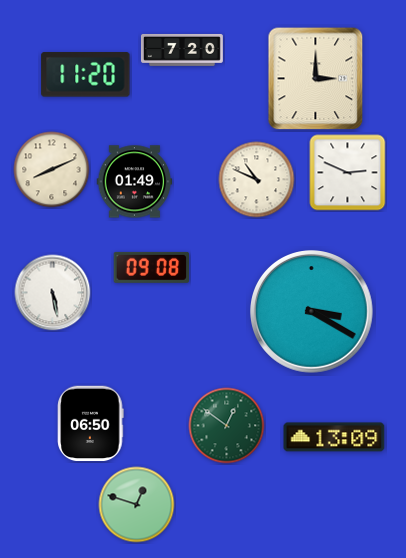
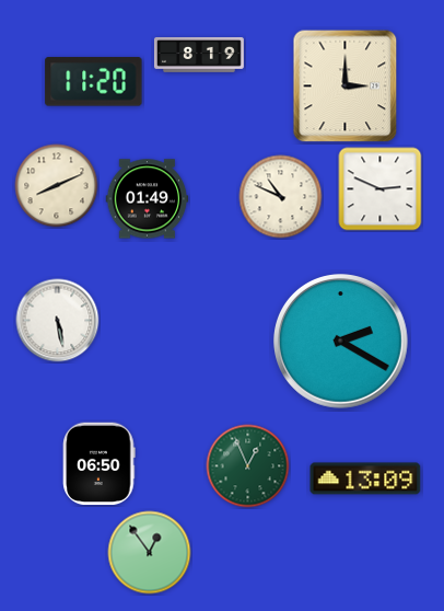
clock at (182, 50): 7:20 -> 8:19
clock at (152, 267): 09:08 -> none
clock at (312, 312): 3:20 -> 2:20
clock at (227, 426): 12:51 -> 12:56
clock at (137, 505): 12:48 -> 12:54
